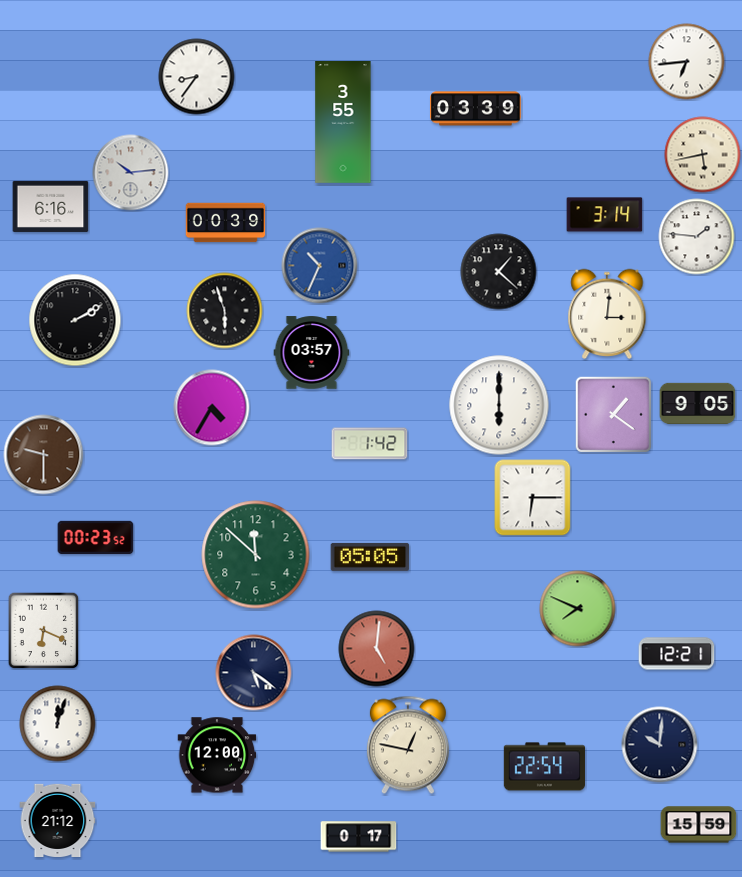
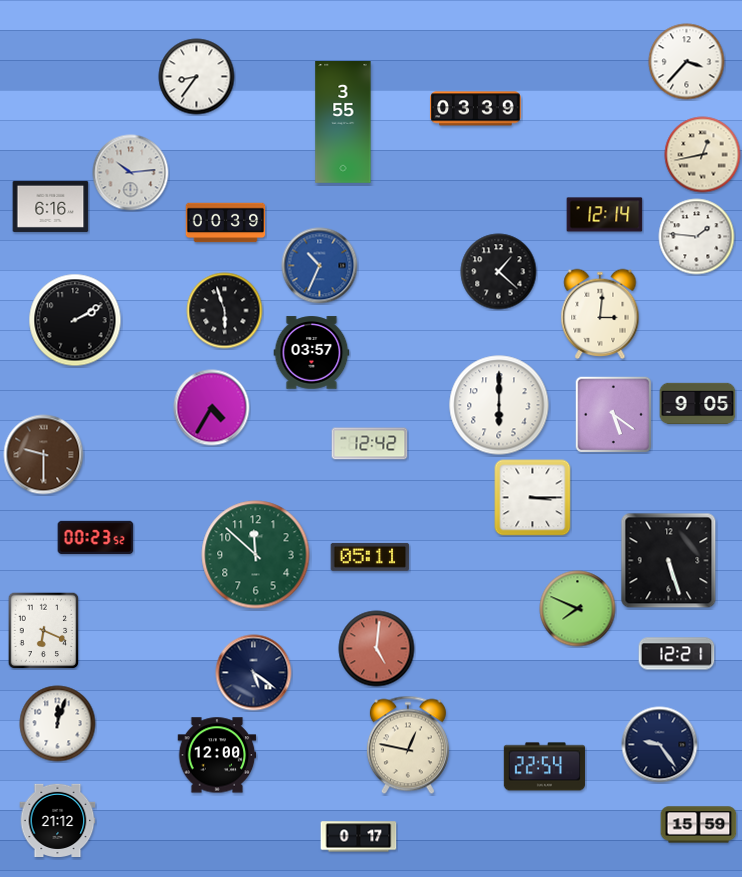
clock at (687, 62): 6:44 -> 3:37
clock at (703, 155): 5:43 -> 12:43
clock at (605, 215): 3:14 -> 12:14
clock at (607, 314) position: (607, 314) -> (600, 314)
clock at (613, 414): 1:21 -> 5:21
clock at (370, 444): 1:42 -> 12:42
clock at (533, 498): 6:15 -> 3:15
clock at (370, 557): 05:05 -> 05:11
clock at (669, 561): none -> 5:27
clock at (660, 745): 10:01 -> 9:24
